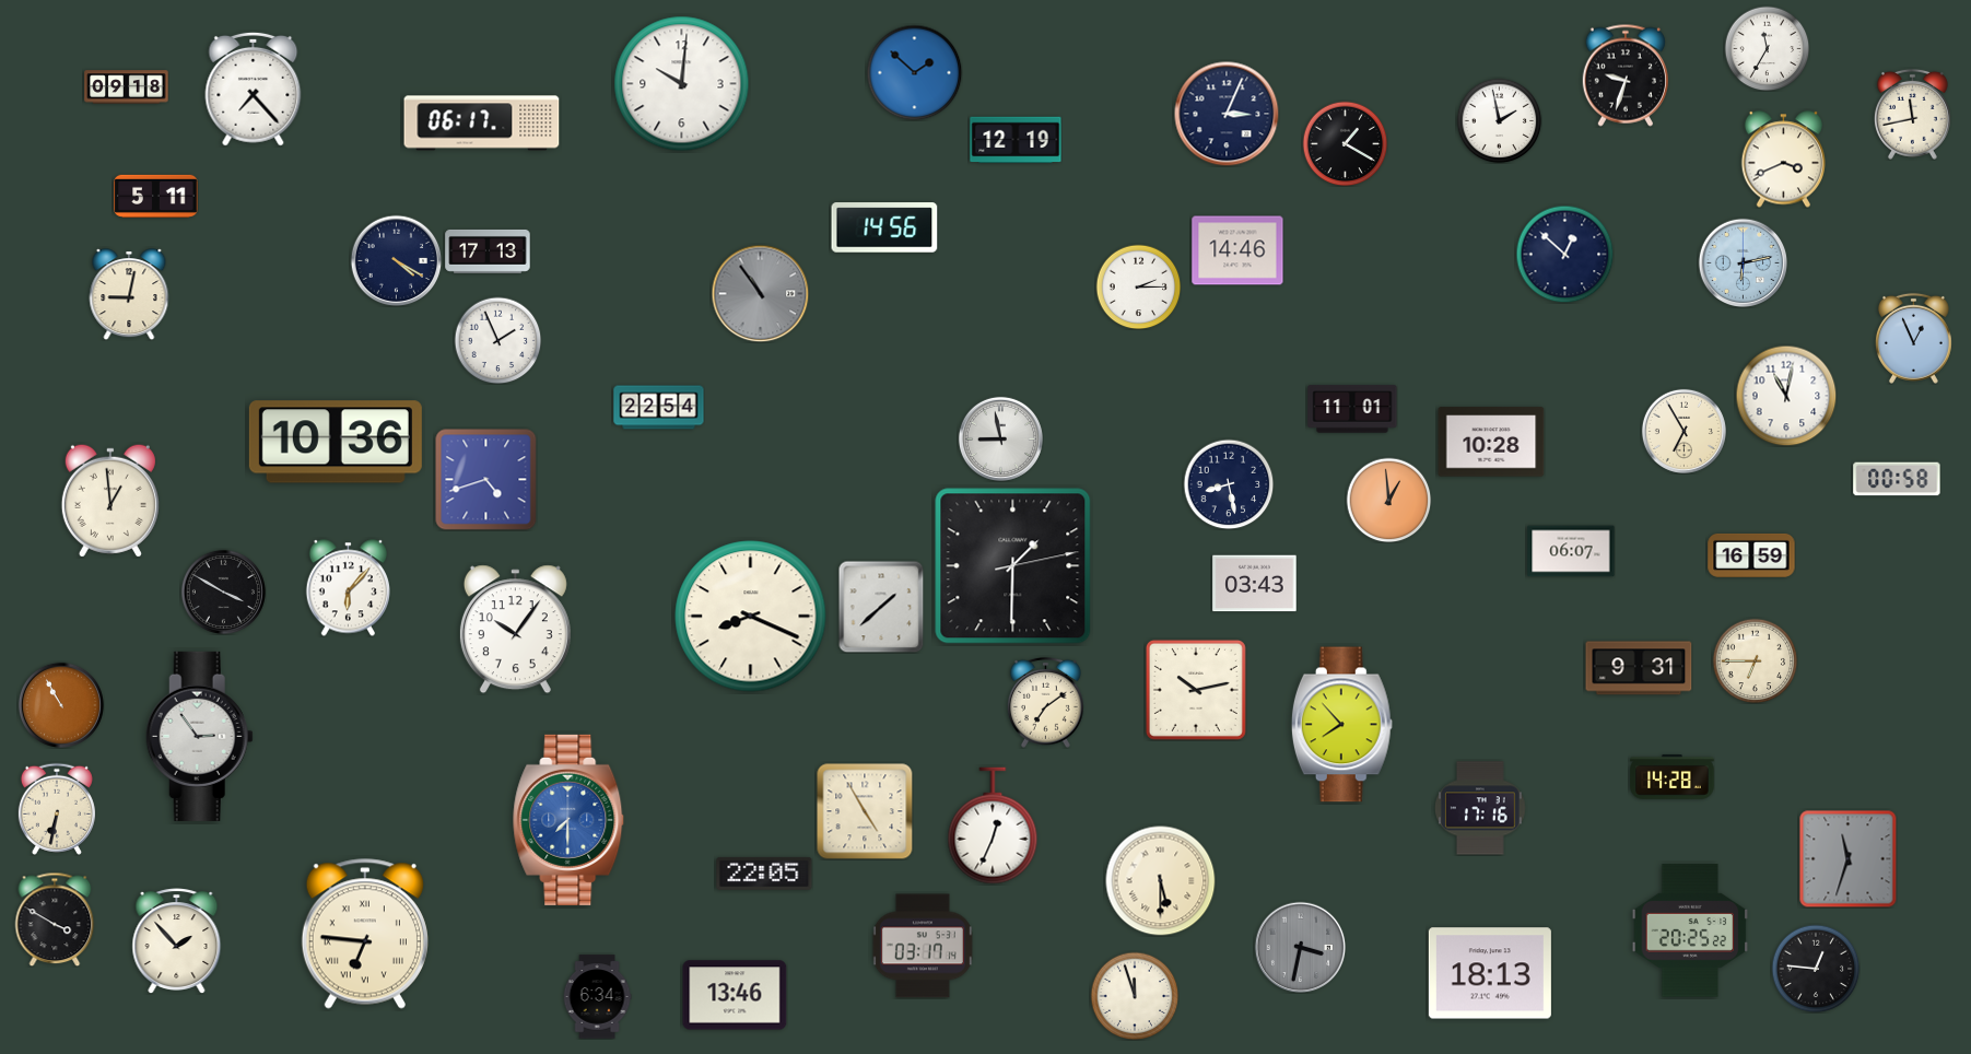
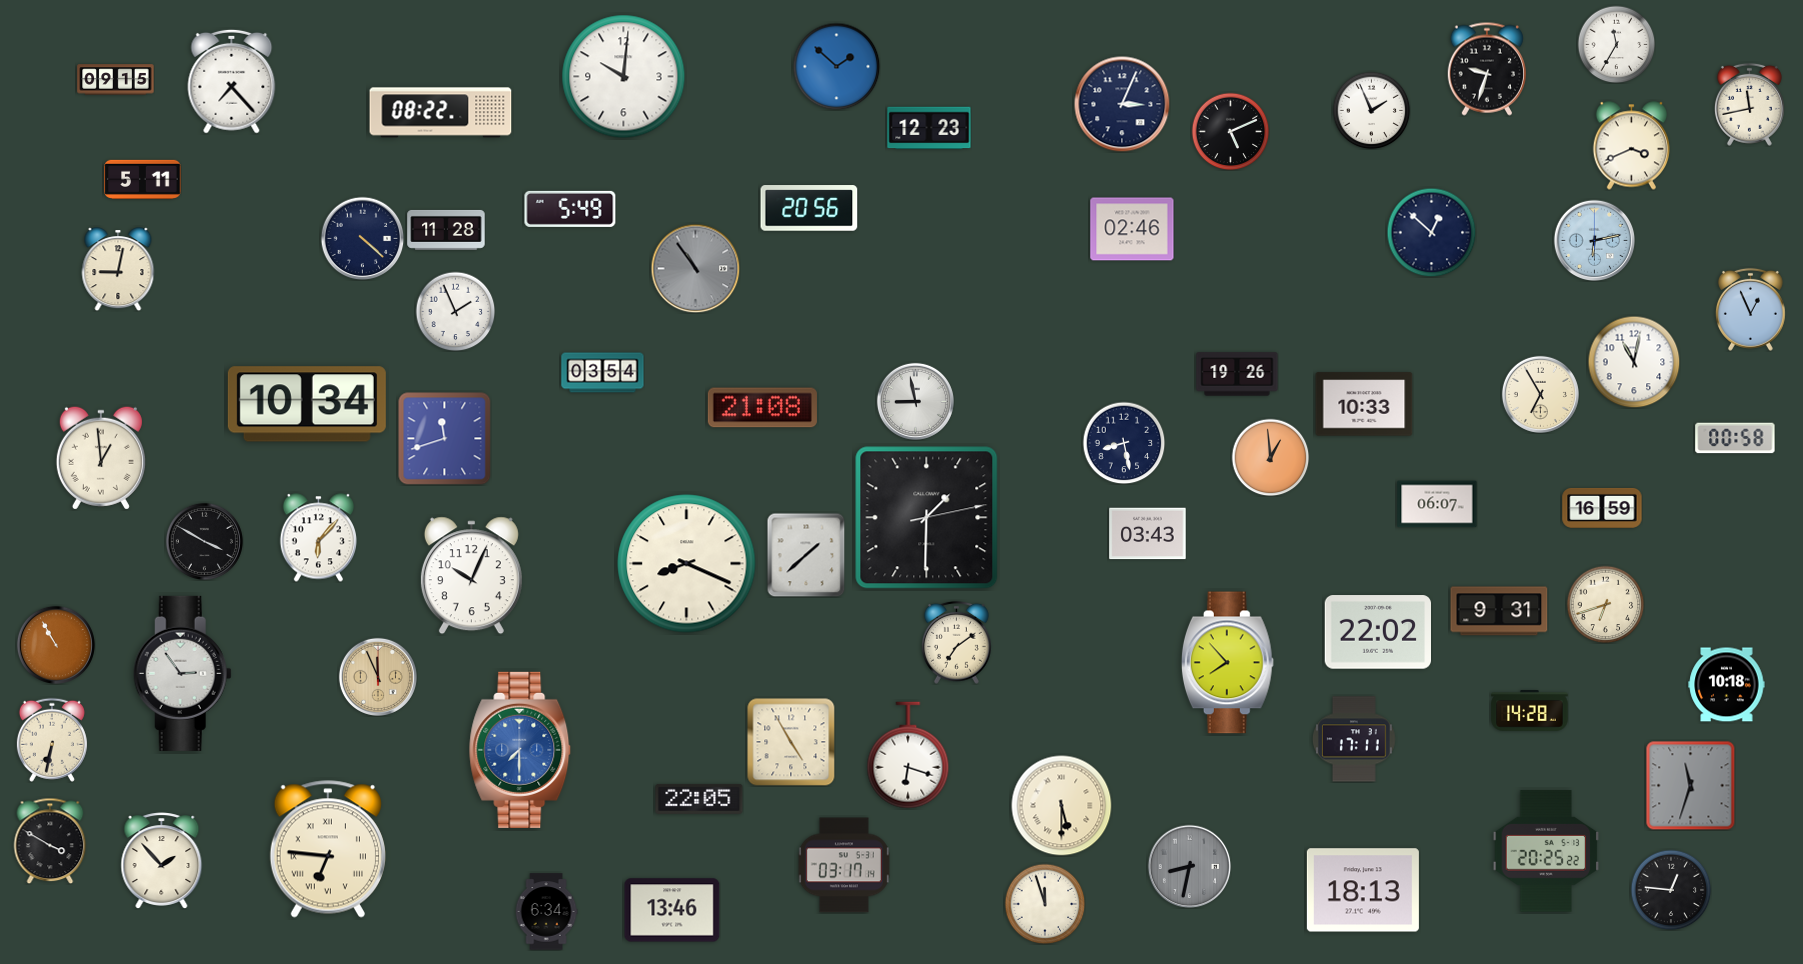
clock at (127, 87): 09:18 -> 09:15
clock at (1499, 120): 1:58 -> 1:56
clock at (482, 124): 06:17 -> 08:22
clock at (1016, 140): 12:19 -> 12:23
clock at (1345, 143): 1:20 -> 5:11
clock at (884, 227): 14:56 -> 20:56
clock at (570, 209): none -> 5:49
clock at (1237, 250): 14:46 -> 02:46
clock at (488, 251): 17:13 -> 11:28
clock at (396, 260): 4:20 -> 4:22
clock at (1138, 286): 2:15 -> none
clock at (659, 408): 22:54 -> 03:54
clock at (1352, 409): 11:01 -> 19:26
clock at (336, 442): 10:36 -> 10:34
clock at (1491, 442): 10:28 -> 10:33
clock at (762, 408): none -> 21:08
clock at (486, 480): 4:42 -> 11:42
clock at (515, 630): 10:06 -> 10:04
clock at (1755, 660): 6:45 -> 6:42
clock at (1196, 690): 10:13 -> none
clock at (1377, 632): none -> 22:02
clock at (378, 677): none -> 11:56
clock at (1727, 685): none -> 10:18
clock at (1480, 808): 17:16 -> 17:11
clock at (993, 825): 12:34 -> 6:18
clock at (365, 934) position: (365, 934) -> (328, 849)
clock at (1300, 947): 3:32 -> 8:32
clock at (1816, 969) position: (1816, 969) -> (1671, 890)
clock at (1135, 996) position: (1135, 996) -> (1045, 904)
